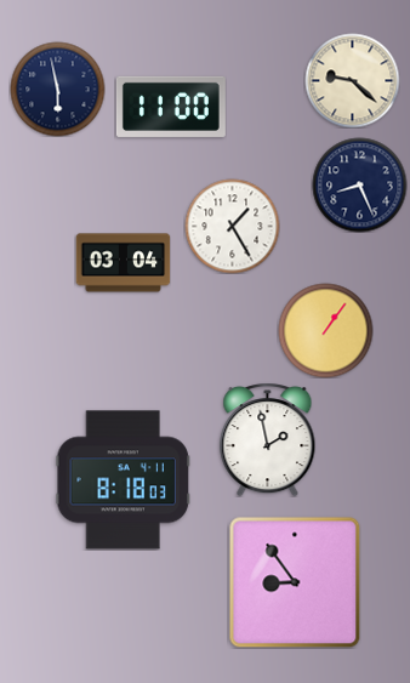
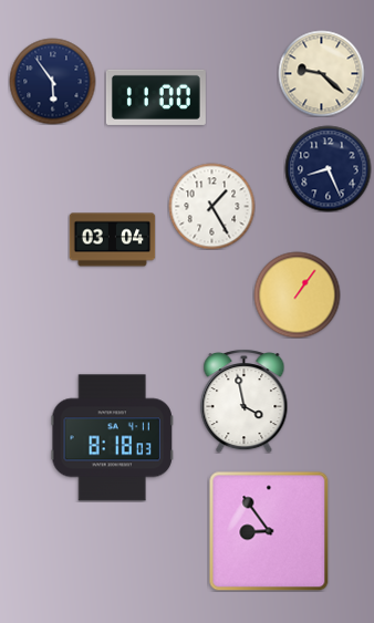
clock at (57, 89): 5:58 -> 5:54
clock at (325, 330) position: (325, 330) -> (297, 294)
clock at (268, 440): 1:58 -> 3:58
